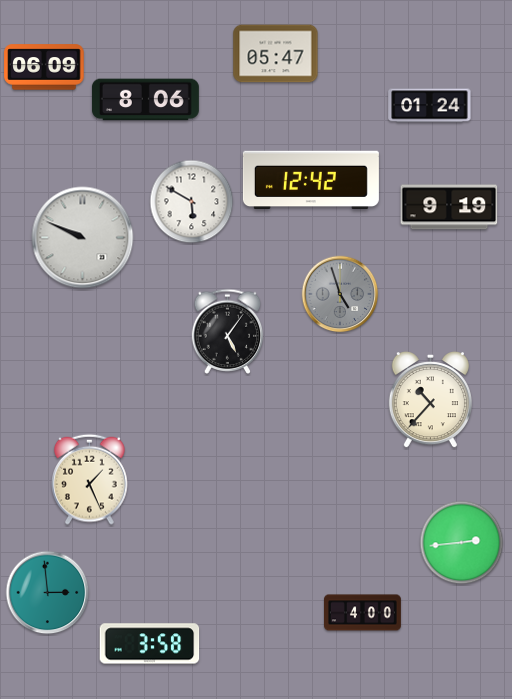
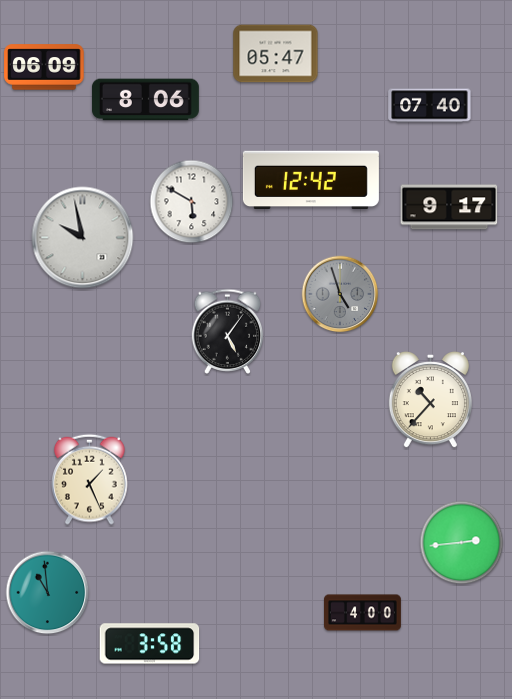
clock at (430, 106): 01:24 -> 07:40
clock at (449, 207): 9:19 -> 9:17
clock at (83, 238): 9:49 -> 9:58
clock at (48, 593): 2:59 -> 10:59
